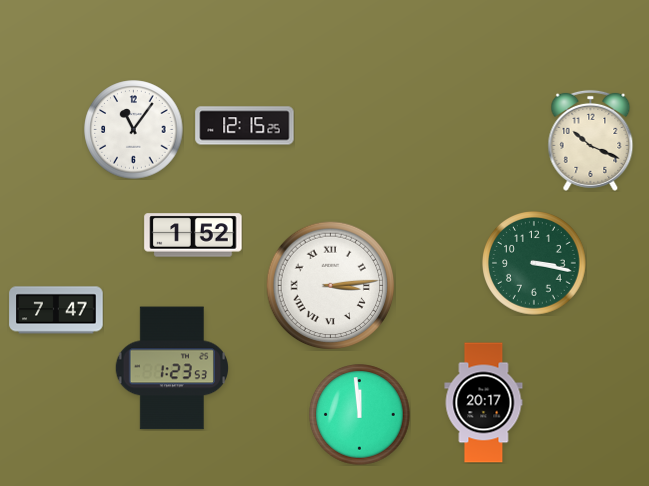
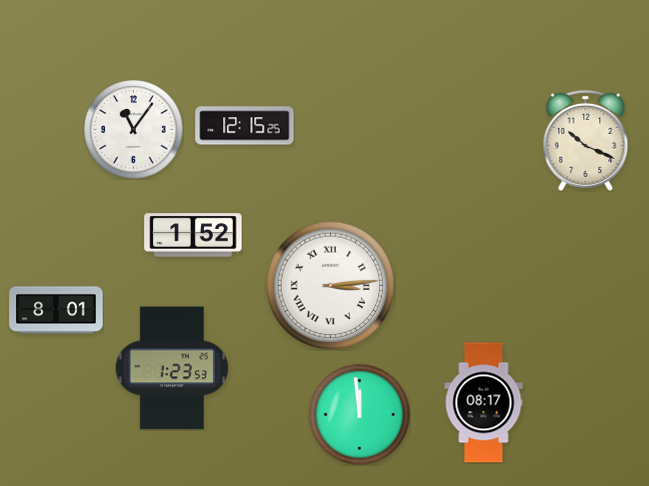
clock at (591, 140) position: (591, 140) -> (586, 140)
clock at (534, 263): 3:17 -> none
clock at (56, 310): 7:47 -> 8:01
clock at (484, 403): 20:17 -> 08:17
